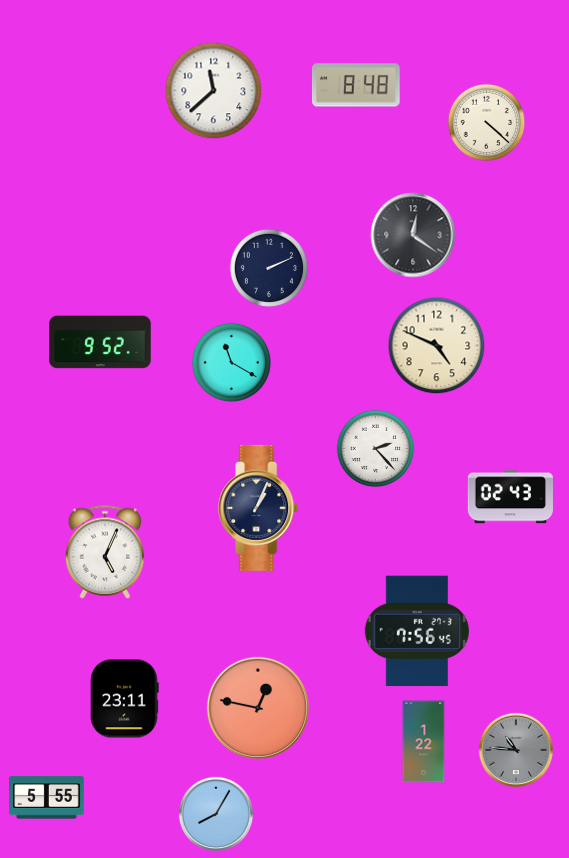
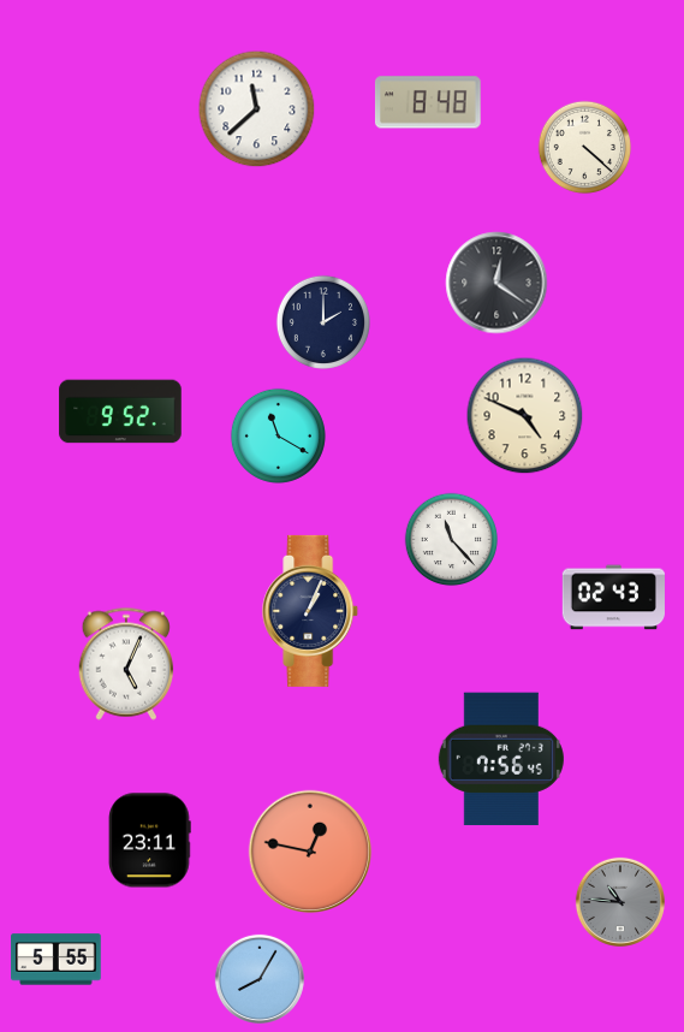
clock at (268, 267): 2:11 -> 2:00
clock at (376, 449): 2:23 -> 11:23
clock at (424, 742): 1:22 -> none
